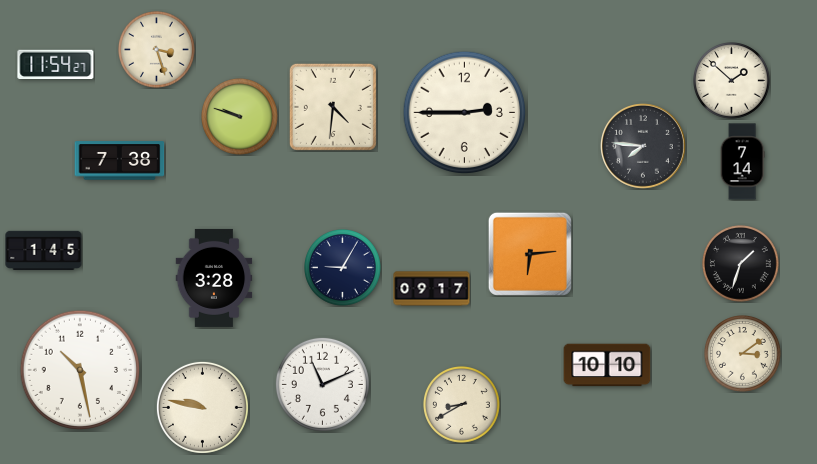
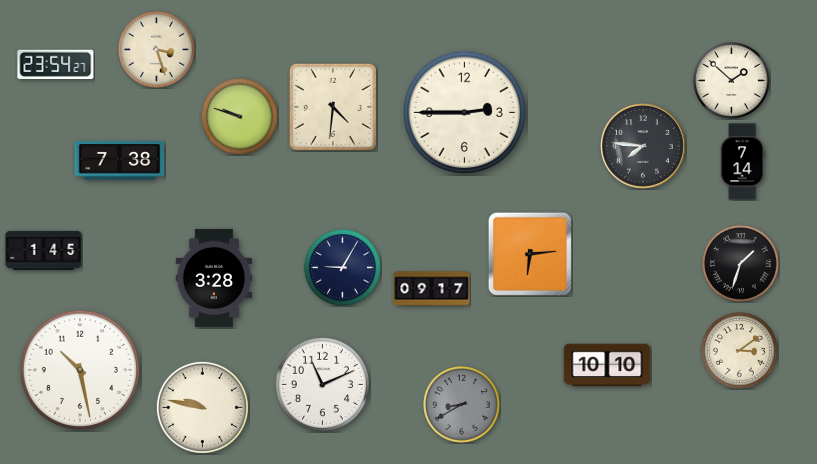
clock at (56, 65): 11:54 -> 23:54
clock at (743, 354) position: (743, 354) -> (740, 351)
clock at (462, 405) dial: cream -> grey
